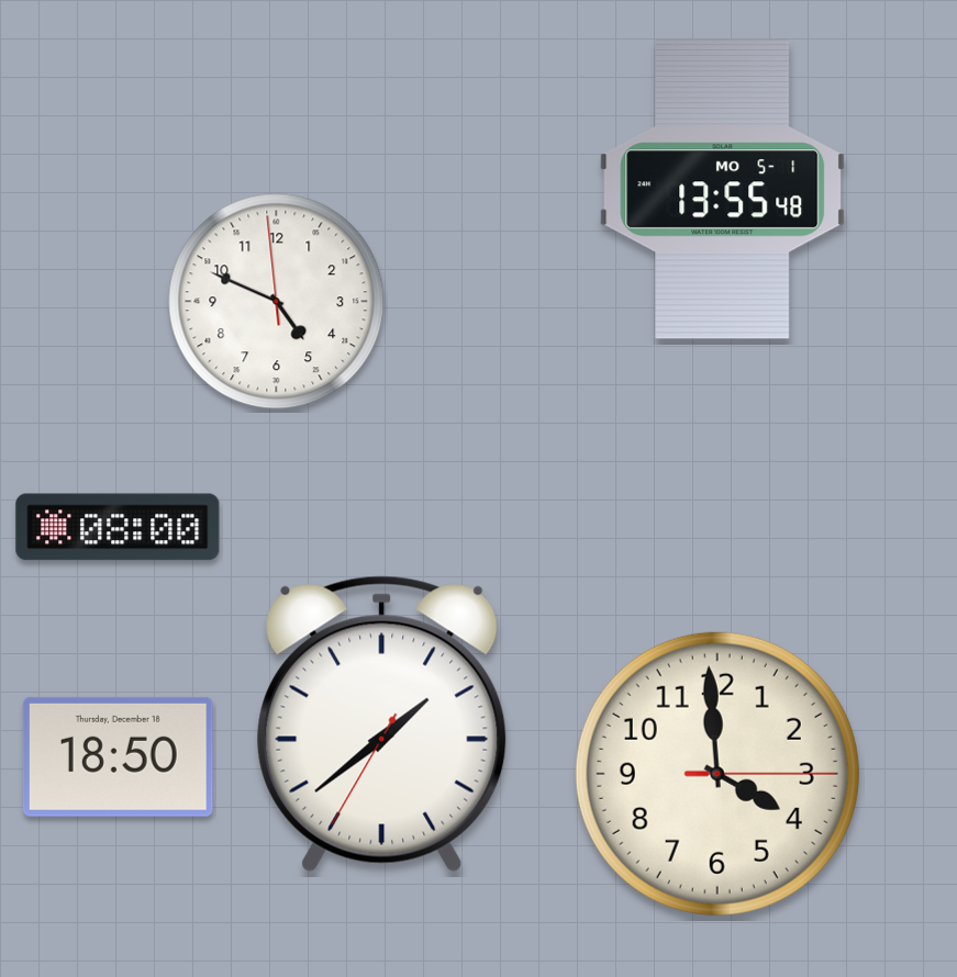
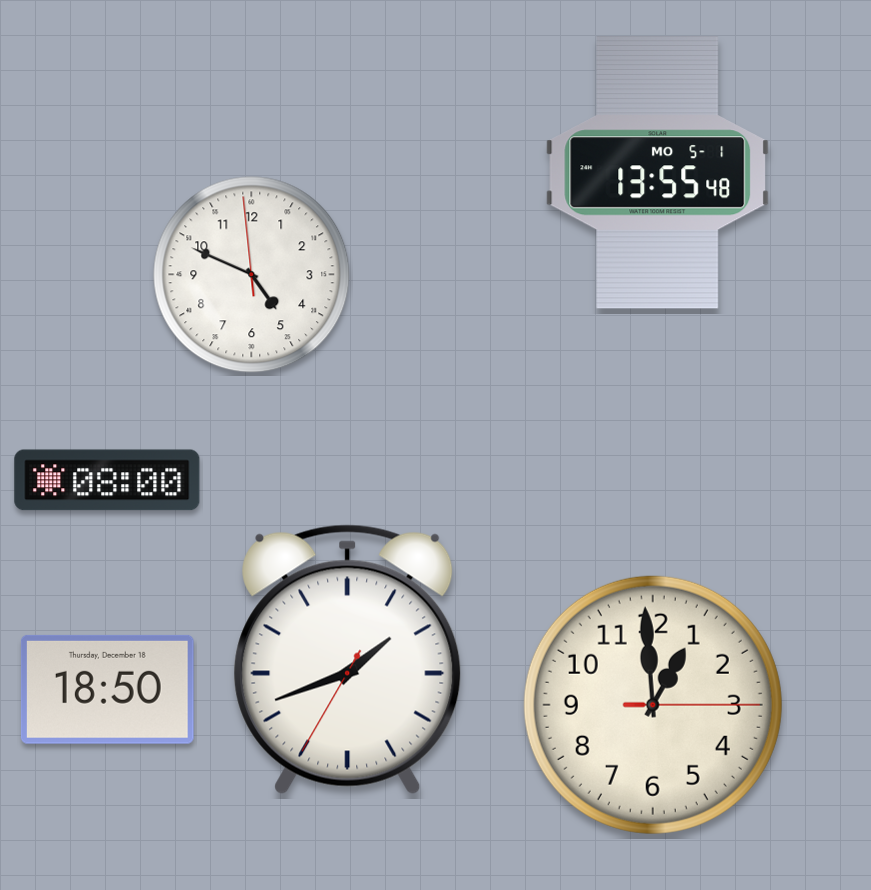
clock at (382, 723): 1:38 -> 1:41
clock at (717, 774): 3:59 -> 12:59
